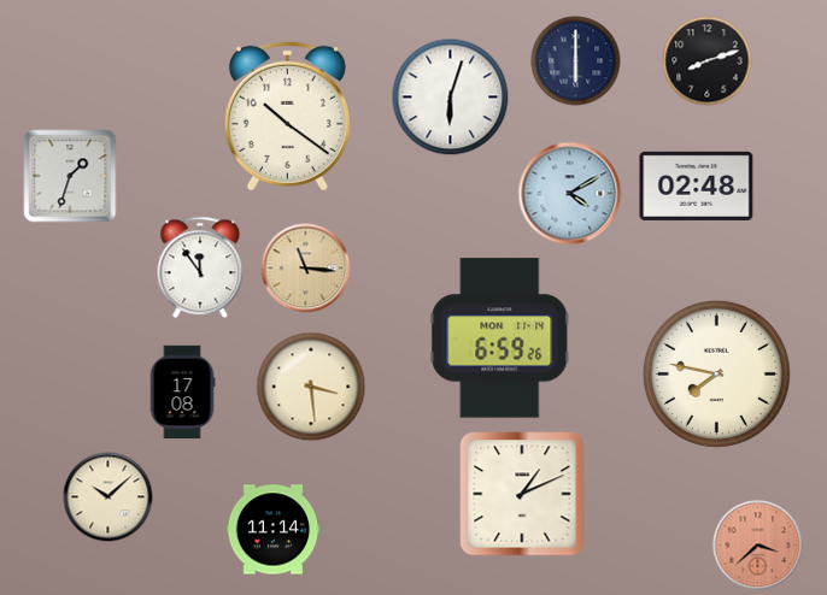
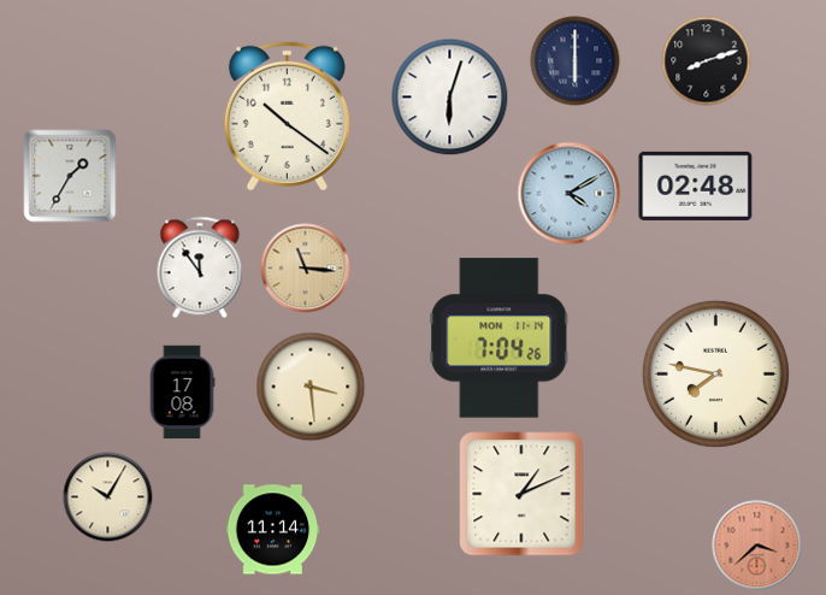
clock at (70, 176): 1:33 -> 1:35
clock at (500, 338): 6:59 -> 7:04
clock at (108, 497): 10:08 -> 10:05
